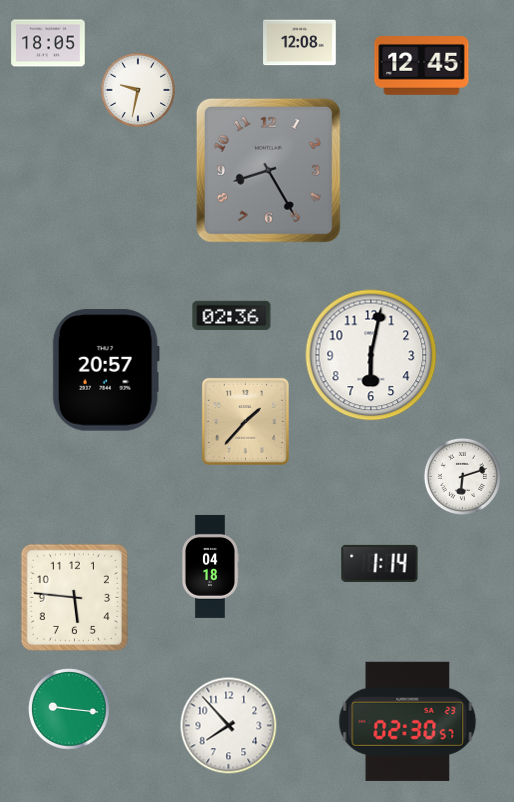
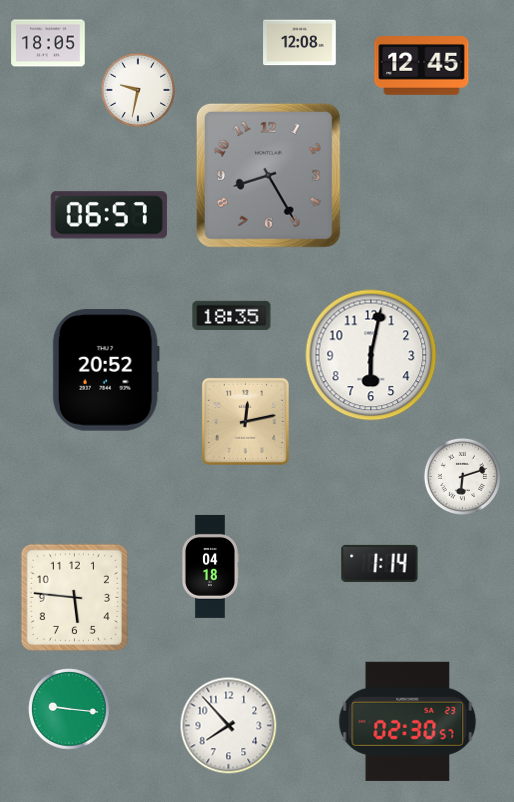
clock at (268, 170) position: (268, 170) -> (268, 175)
clock at (109, 215): none -> 06:57
clock at (232, 315): 02:36 -> 18:35
clock at (106, 370): 20:57 -> 20:52
clock at (245, 421): 1:37 -> 12:13
